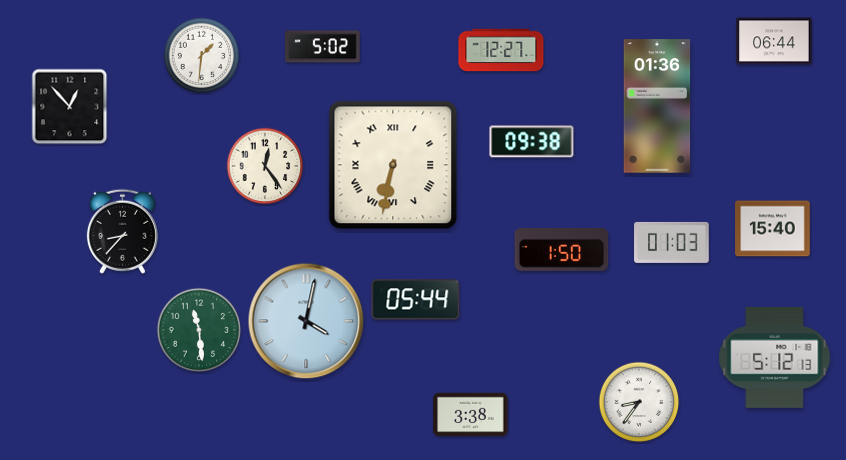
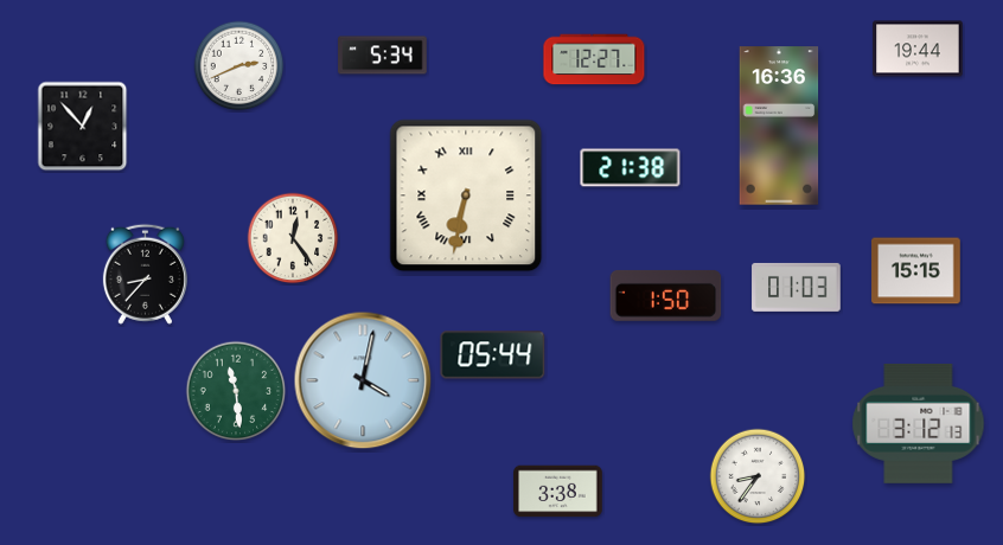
clock at (774, 41): 06:44 -> 19:44
clock at (323, 47): 5:02 -> 5:34
clock at (202, 56): 1:31 -> 2:41
clock at (657, 106): 01:36 -> 16:36
clock at (532, 142): 09:38 -> 21:38
clock at (265, 166) position: (265, 166) -> (293, 238)
clock at (773, 229): 15:40 -> 15:15
clock at (775, 357): 5:12 -> 3:12
